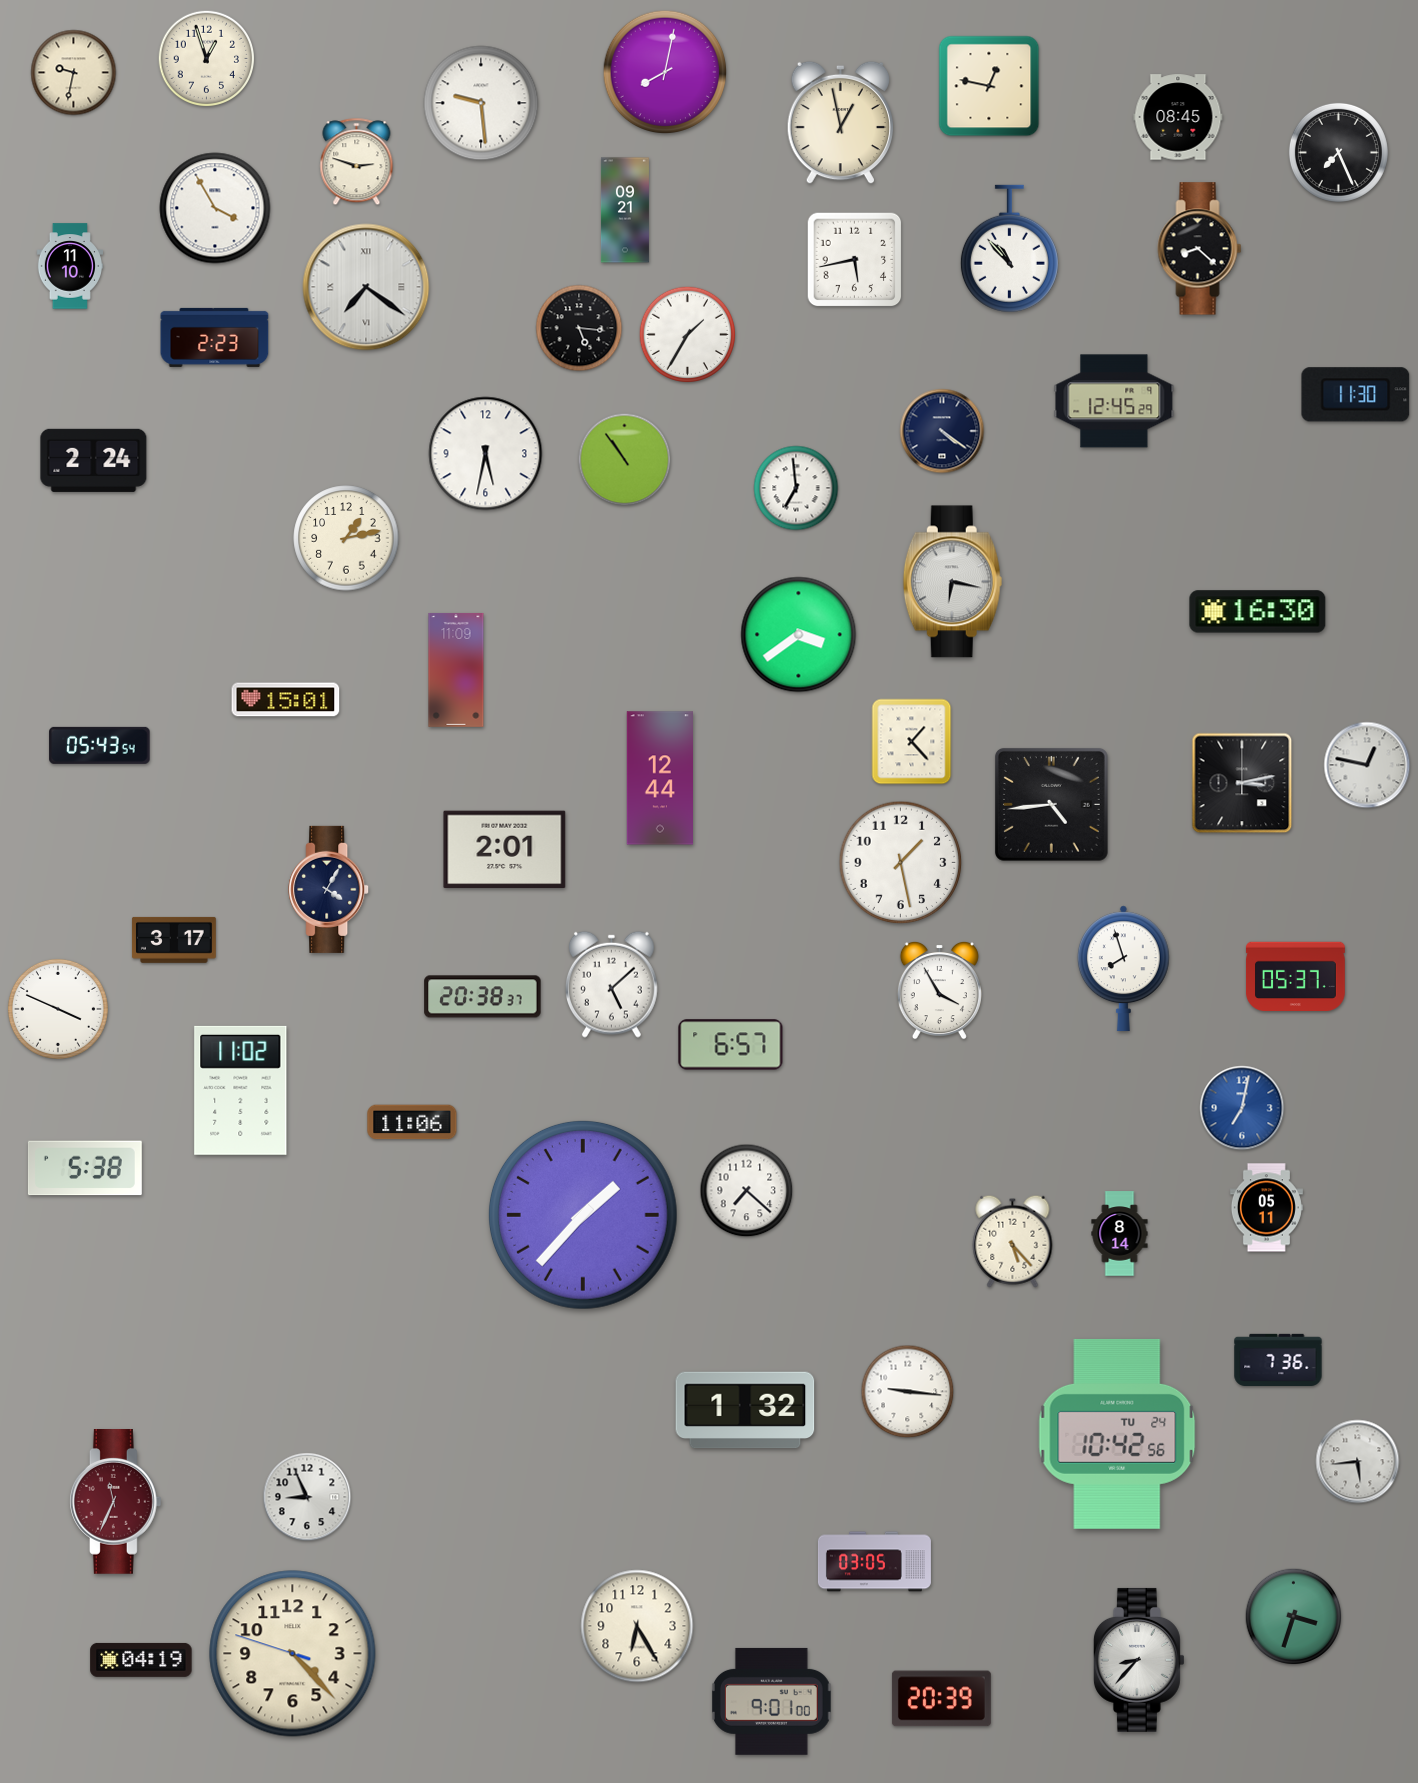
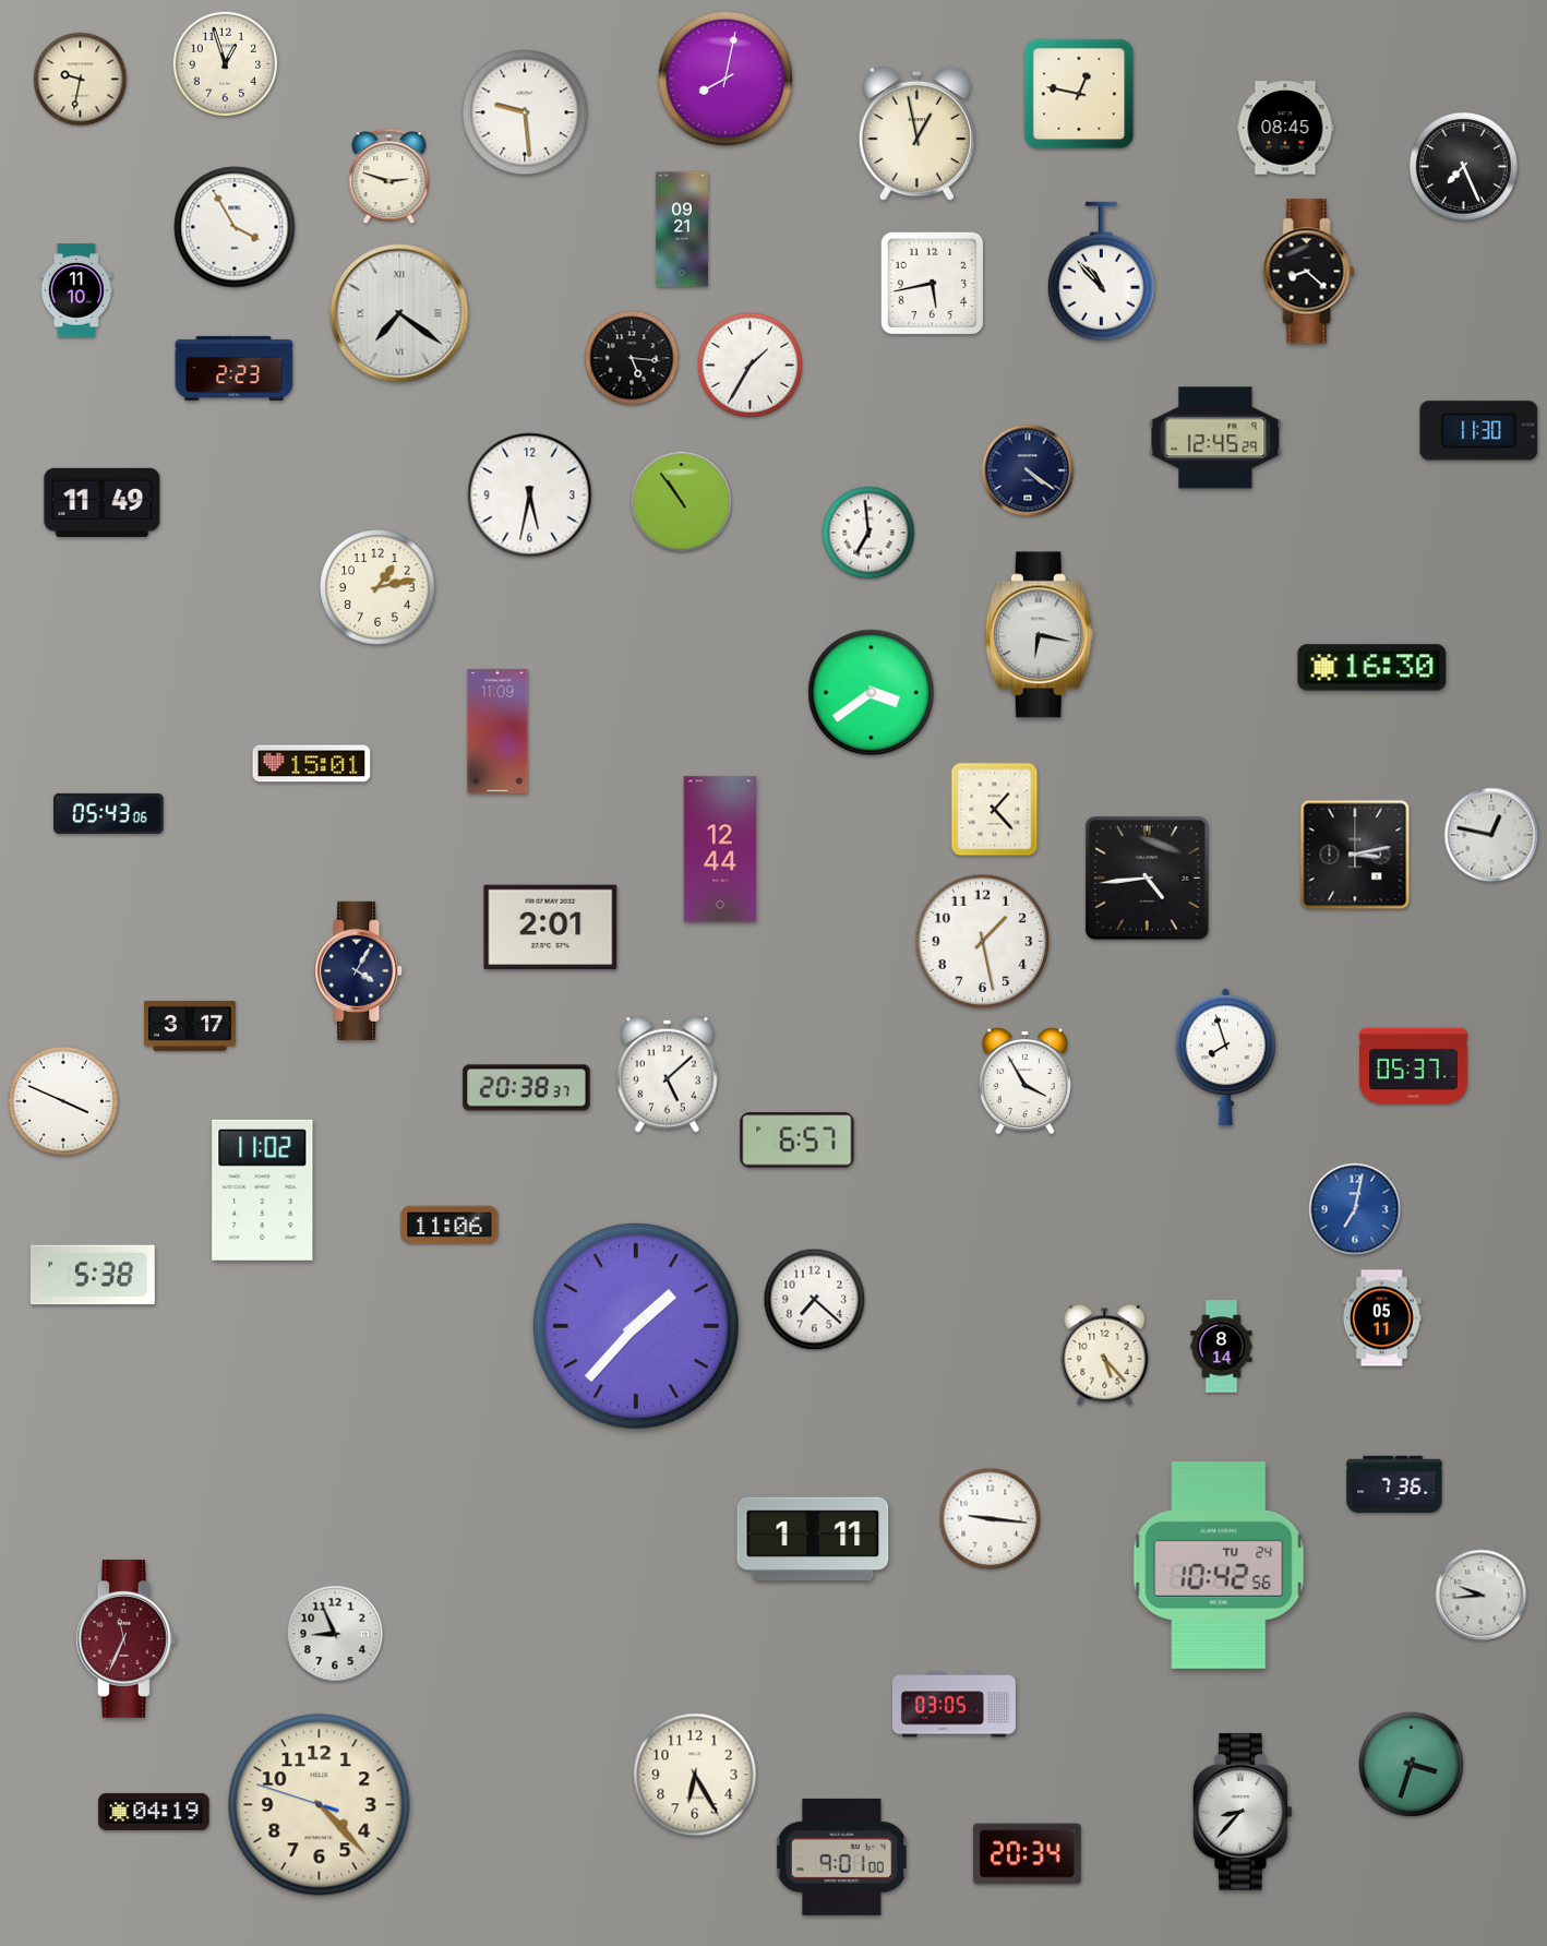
clock at (1338, 152) position: (1338, 152) -> (1463, 166)
clock at (94, 460): 2:24 -> 11:49
clock at (100, 745): 05:43:54 -> 05:43:06
clock at (745, 1410): 1:32 -> 1:11
clock at (1358, 1462): 5:44 -> 9:44
clock at (941, 1699): 20:39 -> 20:34
